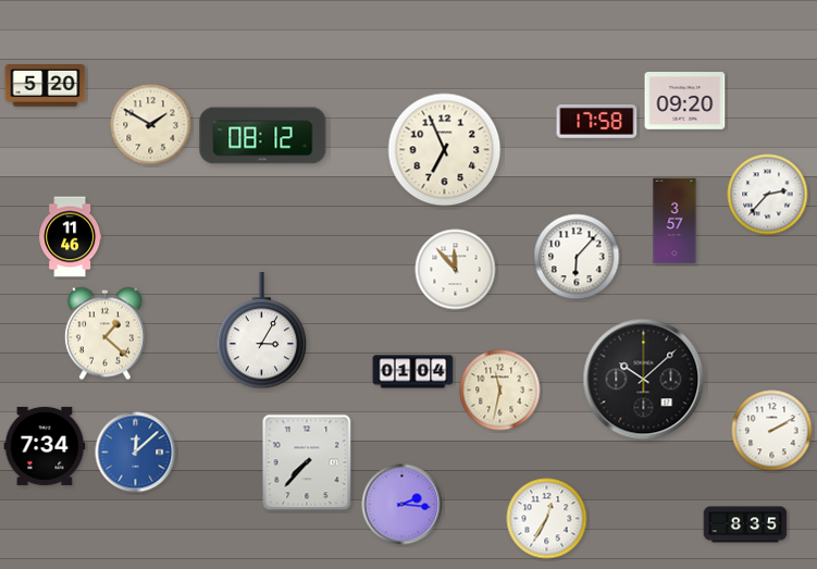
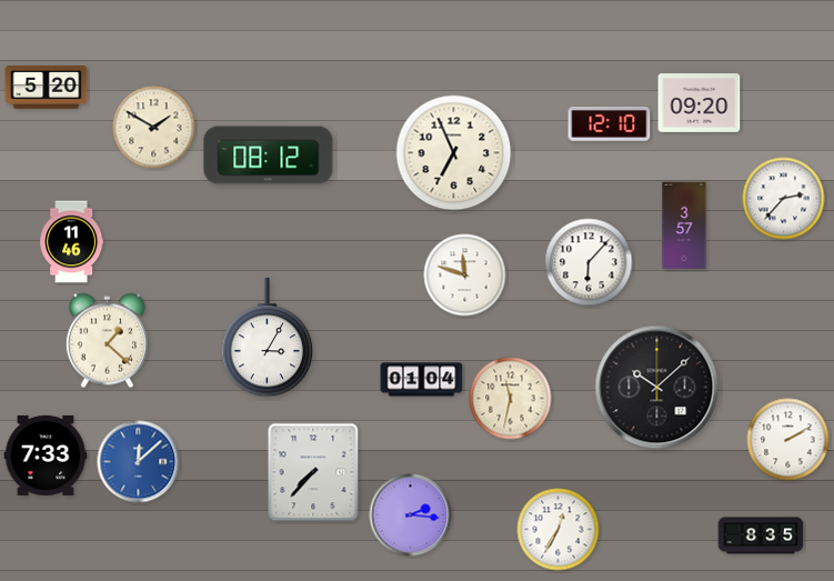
clock at (597, 121): 17:58 -> 12:10
clock at (263, 136) position: (263, 136) -> (269, 156)
clock at (674, 221) position: (674, 221) -> (684, 226)
clock at (456, 270): 11:53 -> 11:48
clock at (45, 446): 7:34 -> 7:33
